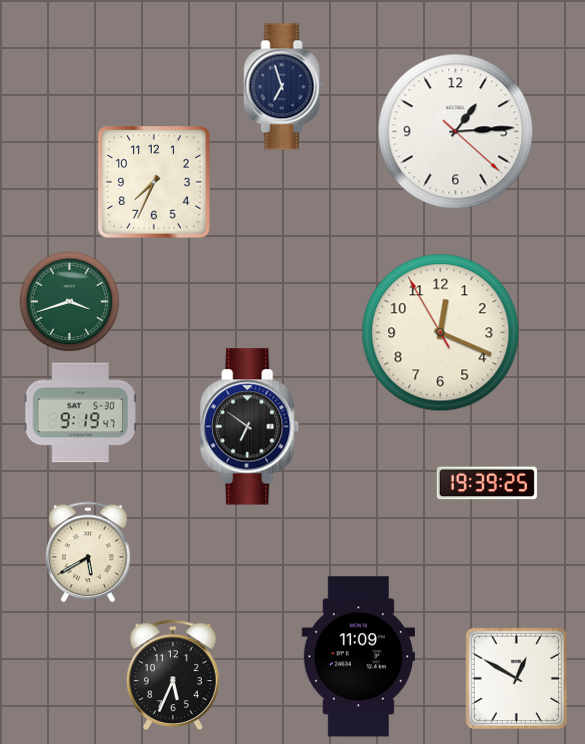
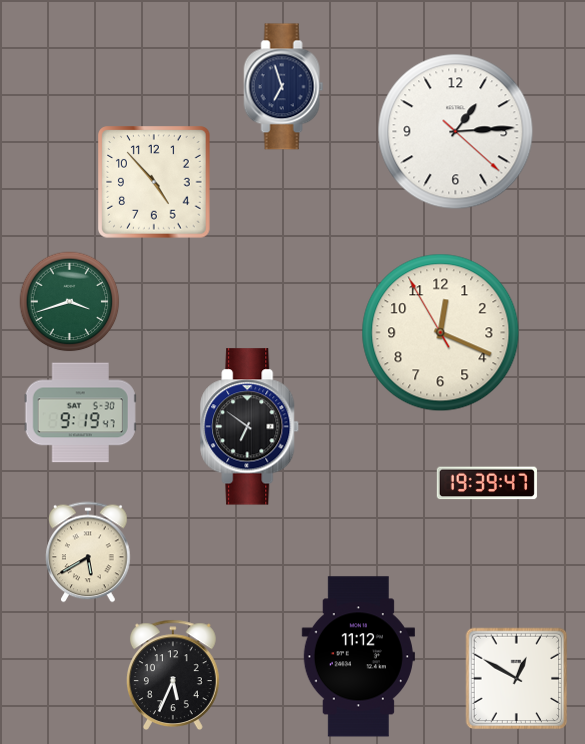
clock at (154, 182): 7:34 -> 4:53
clock at (487, 483): 19:39:25 -> 19:39:47
clock at (358, 657): 11:09 -> 11:12
